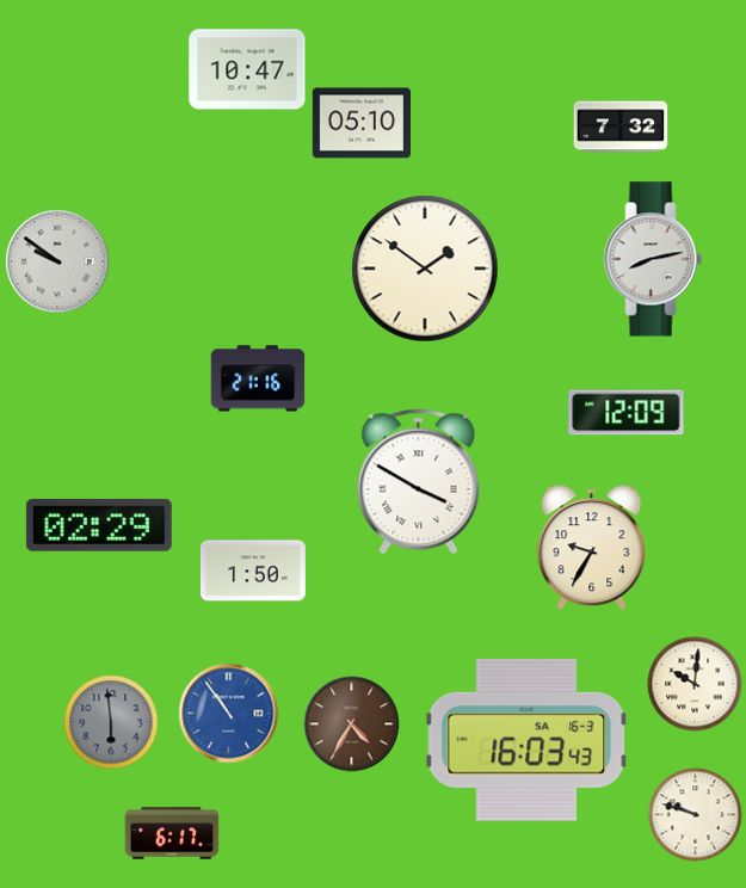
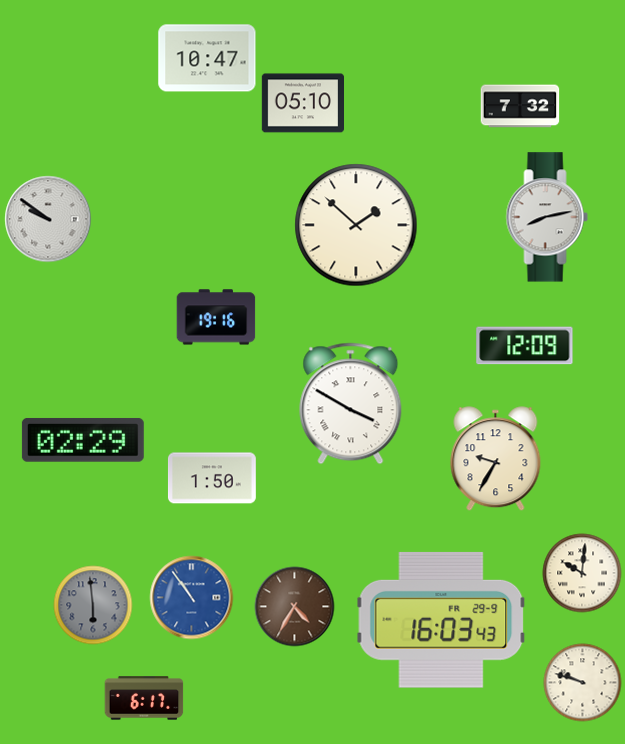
clock at (425, 269): 1:51 -> 1:52
clock at (258, 378): 21:16 -> 19:16
clock at (526, 740) date: SA 16-3 -> FR 29-9
